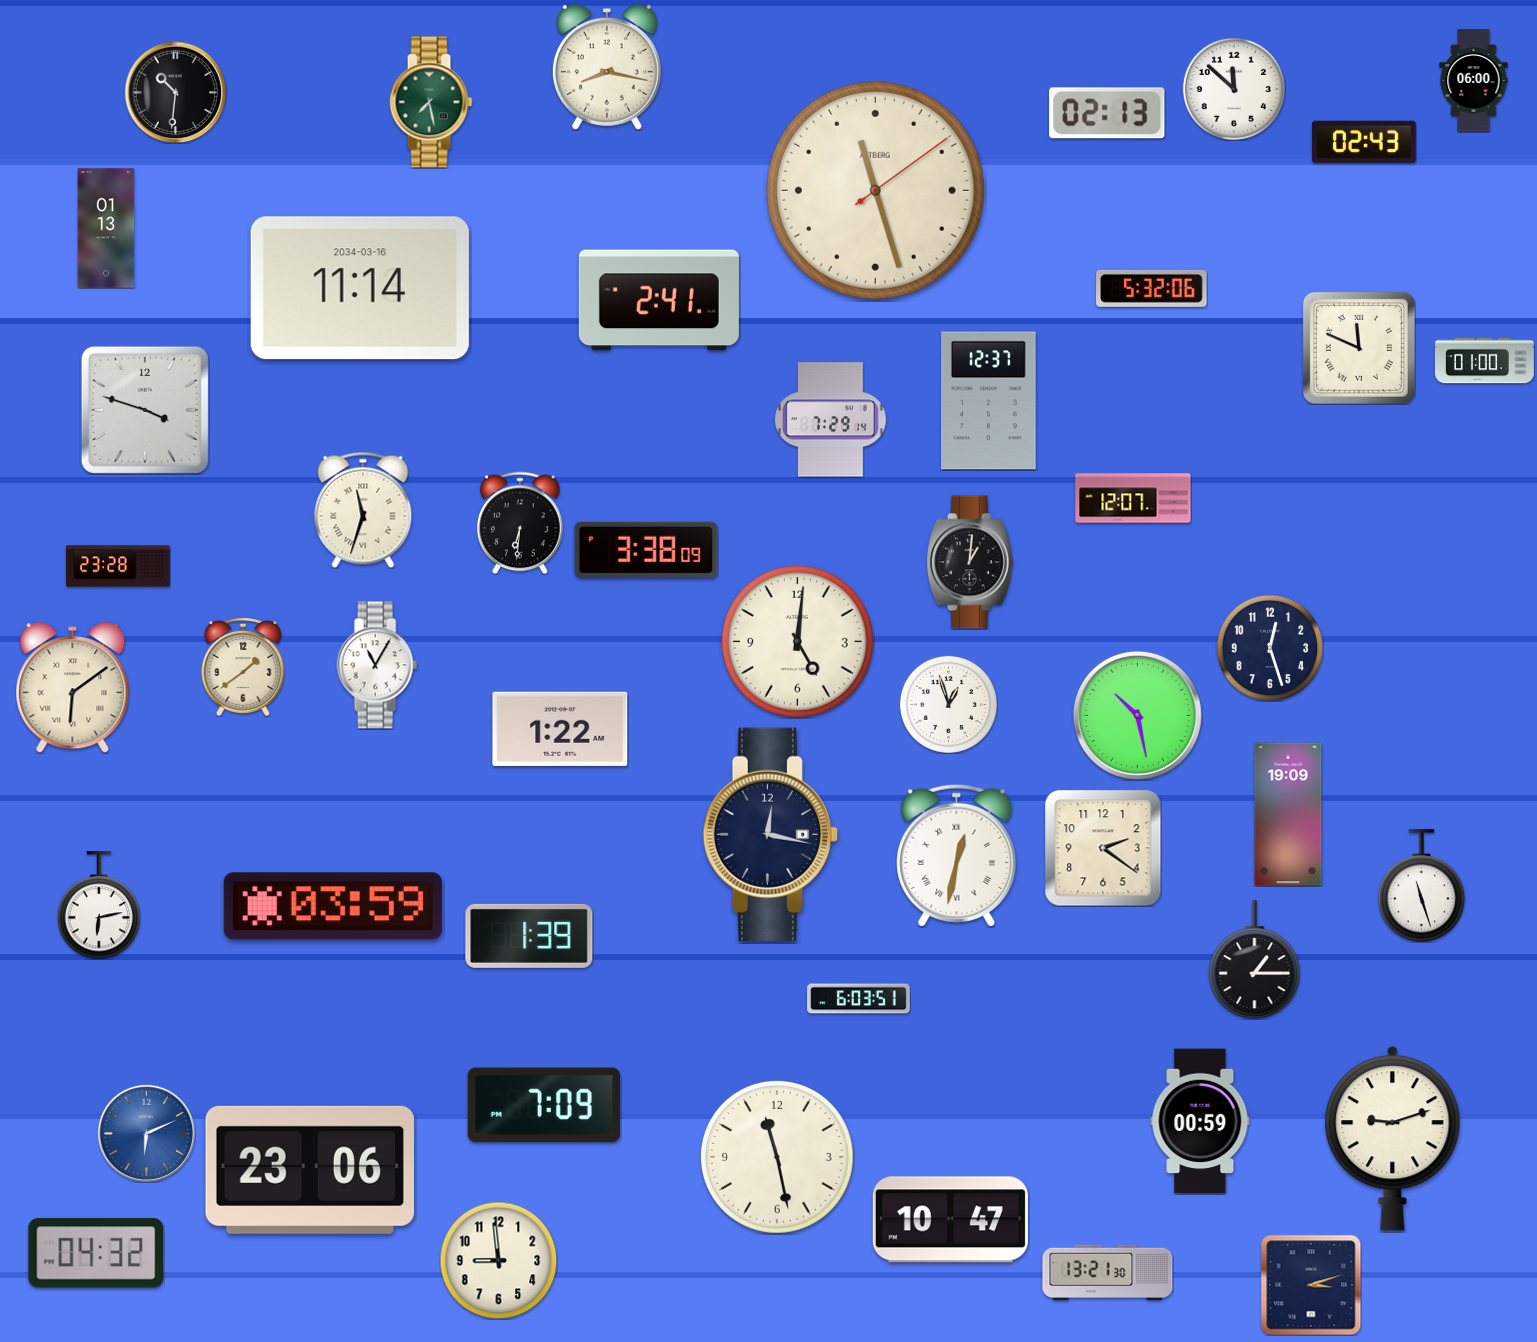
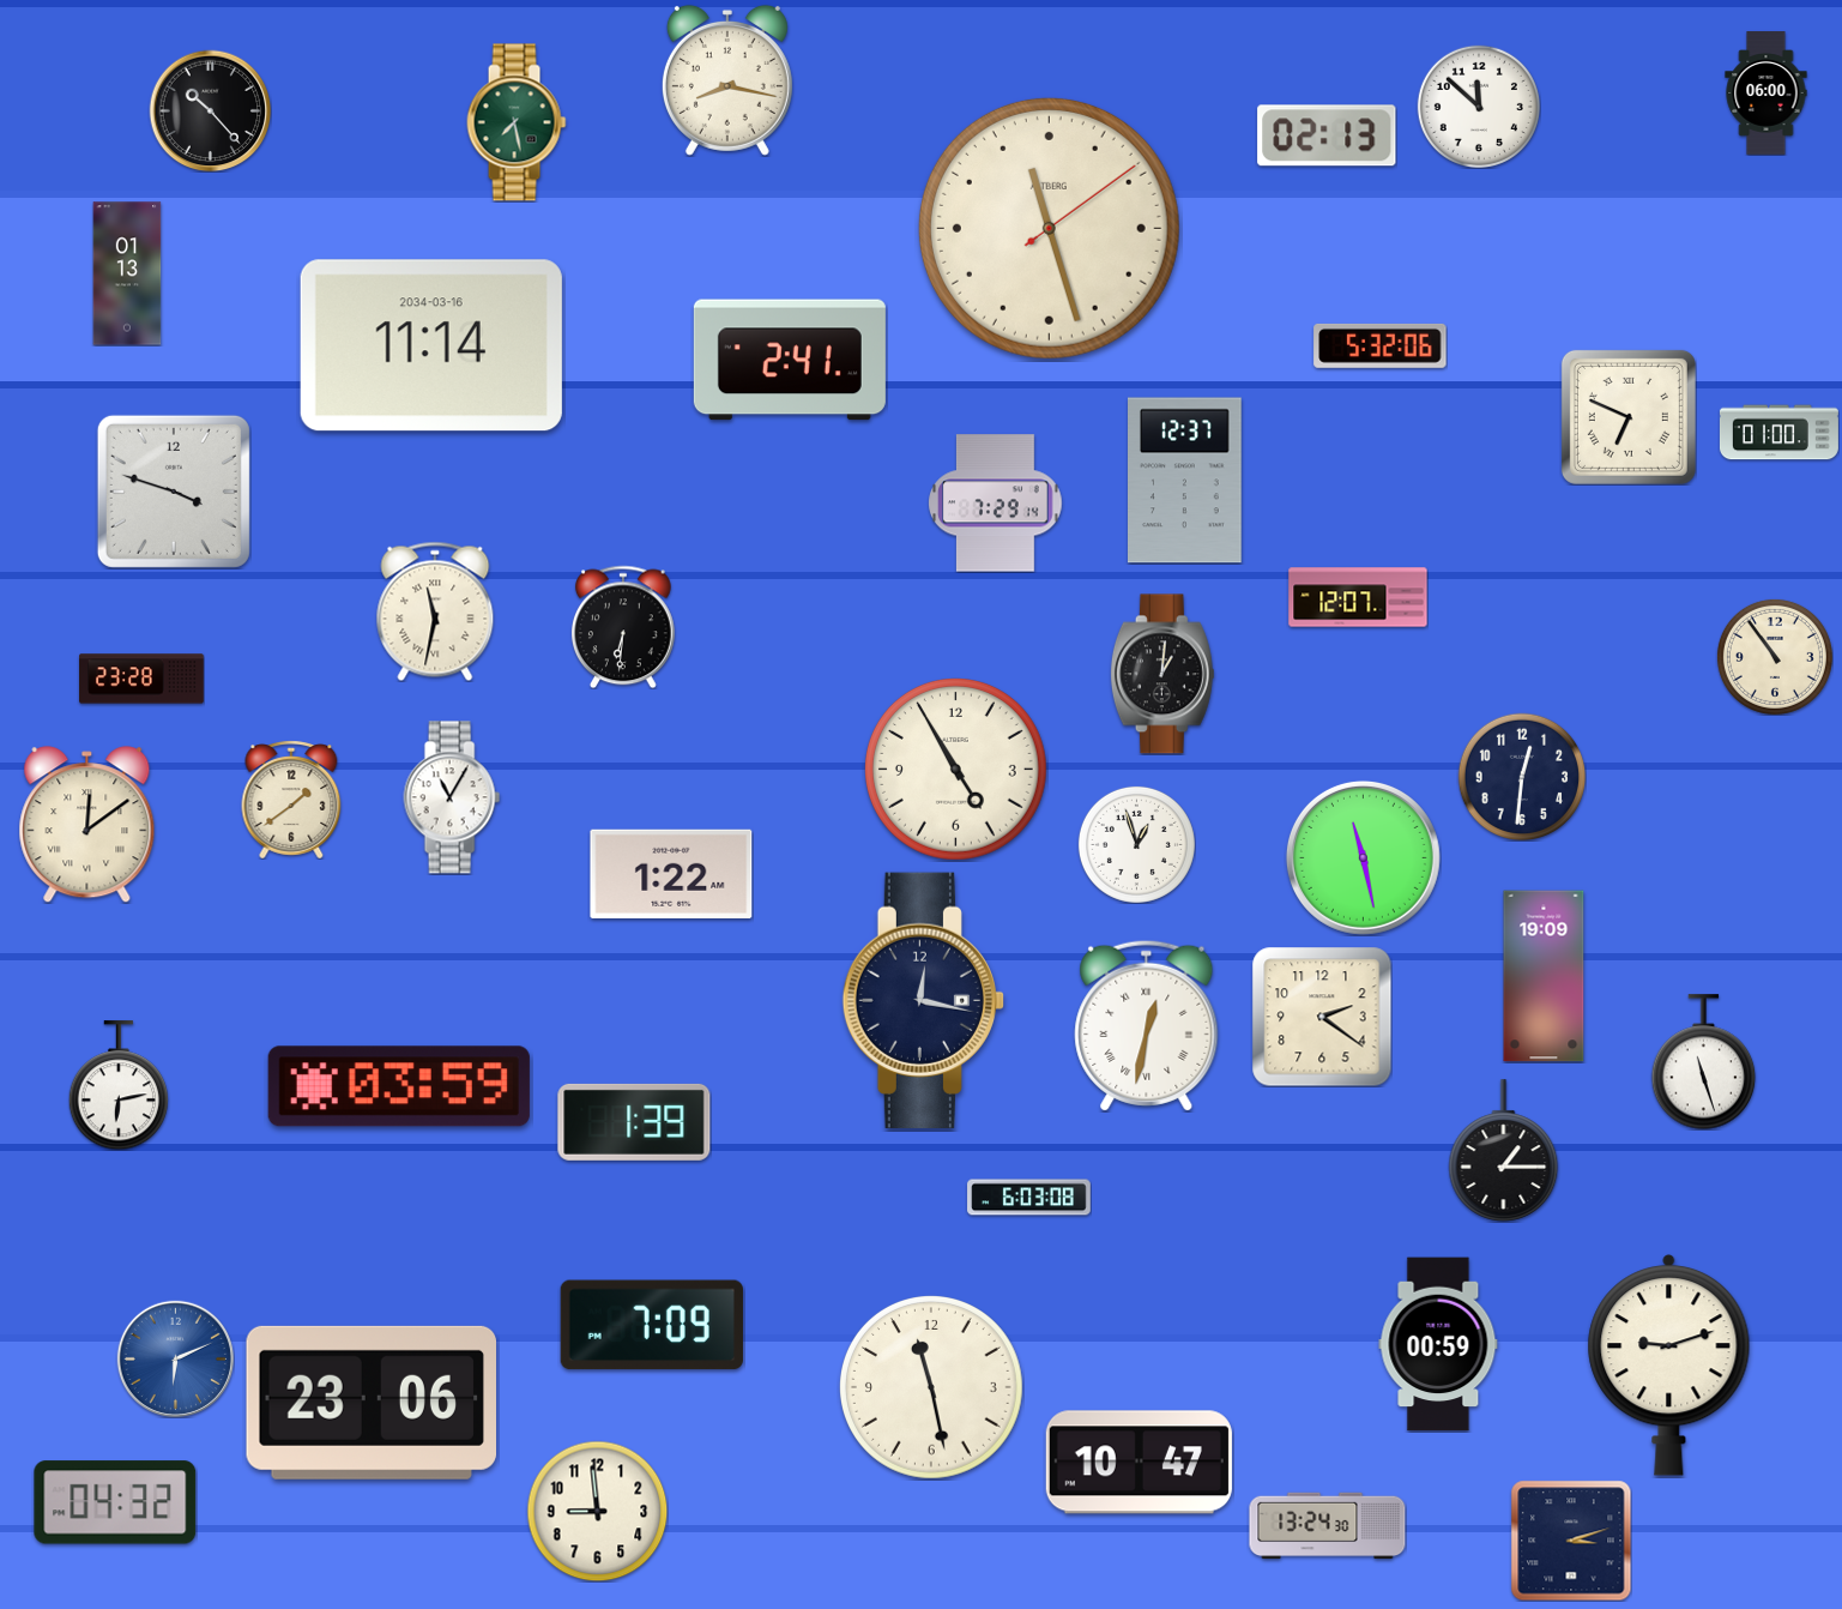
clock at (1474, 81) position: (1474, 81) -> (1766, 94)
clock at (175, 92): 10:31 -> 10:23
clock at (1364, 142): 02:43 -> none
clock at (1359, 348): 11:49 -> 6:49
clock at (363, 510): 11:33 -> 11:32
clock at (1775, 657): none -> 10:54
clock at (646, 550): 3:38 -> none
clock at (798, 642): 5:01 -> 4:55
clock at (1270, 648): 12:27 -> 12:31
clock at (73, 688): 6:09 -> 12:09
clock at (1137, 715): 10:28 -> 11:28
clock at (859, 999): 6:03:51 -> 6:03:08
clock at (1108, 1273): 13:21 -> 13:24
